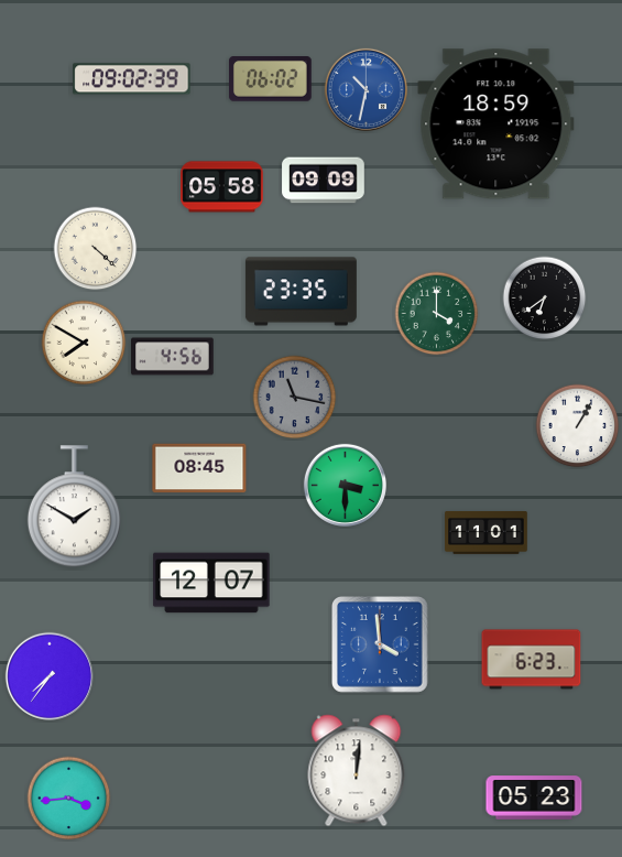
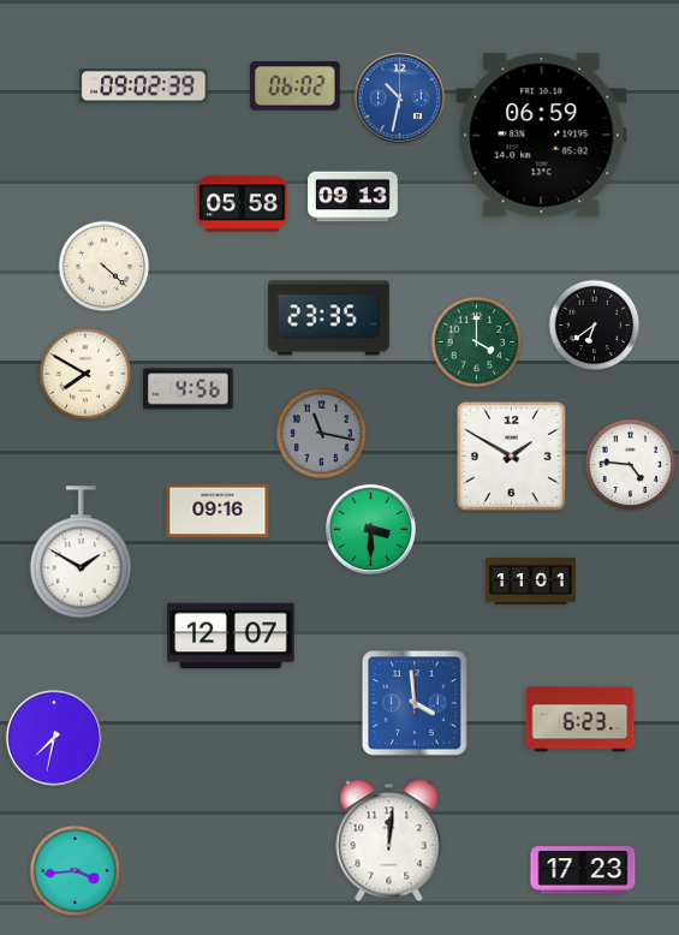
clock at (496, 124): 18:59 -> 06:59
clock at (324, 181): 09:09 -> 09:13
clock at (96, 249) position: (96, 249) -> (105, 267)
clock at (84, 343) position: (84, 343) -> (85, 374)
clock at (511, 455): none -> 1:50
clock at (578, 426): 1:05 -> 4:46
clock at (199, 468): 08:45 -> 09:16
clock at (345, 485) position: (345, 485) -> (370, 529)
clock at (48, 675): 7:36 -> 7:32
clock at (534, 798): 05:23 -> 17:23
